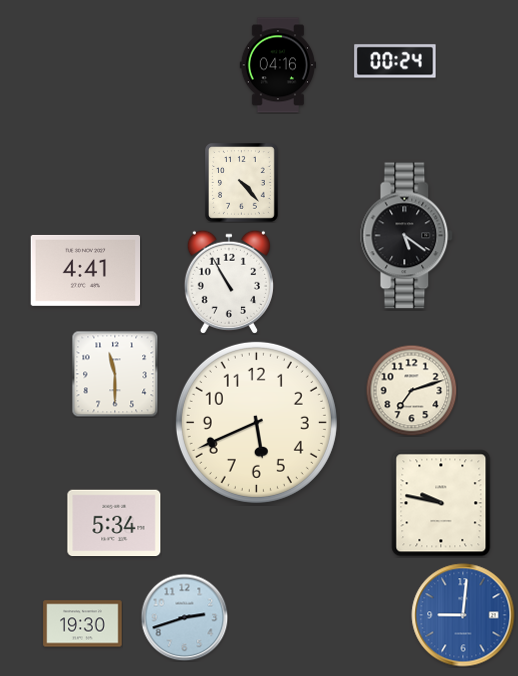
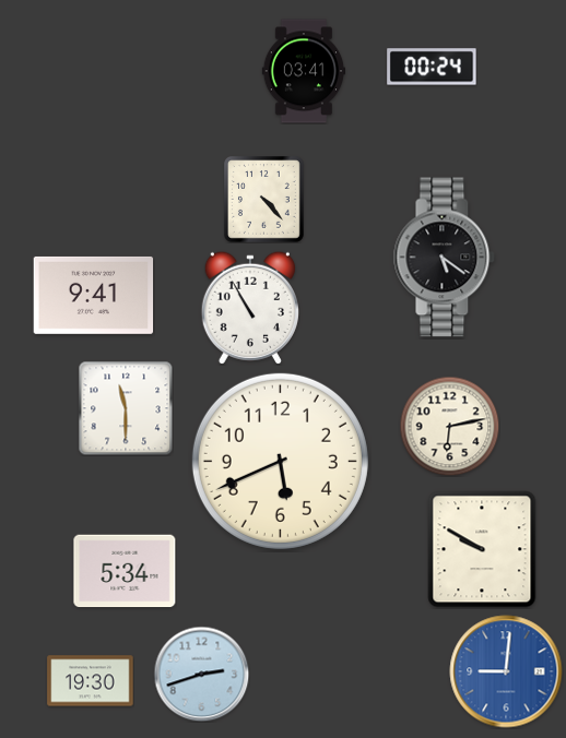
clock at (277, 65): 04:16 -> 03:41
clock at (86, 270): 4:41 -> 9:41
clock at (411, 390): 7:12 -> 6:13
clock at (441, 503): 9:47 -> 9:50
